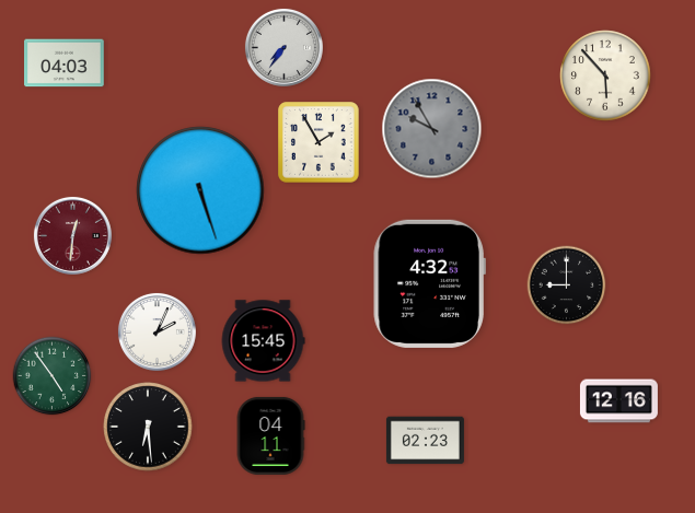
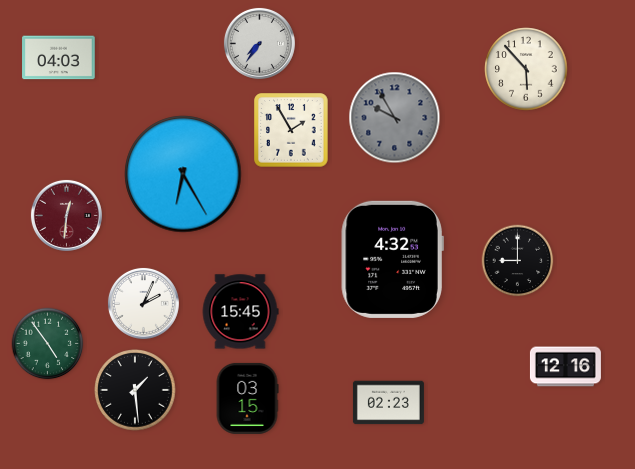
clock at (605, 75) position: (605, 75) -> (526, 69)
clock at (200, 190): 5:27 -> 6:25
clock at (148, 427): 6:29 -> 1:29
clock at (270, 435): 04:11 -> 03:15
